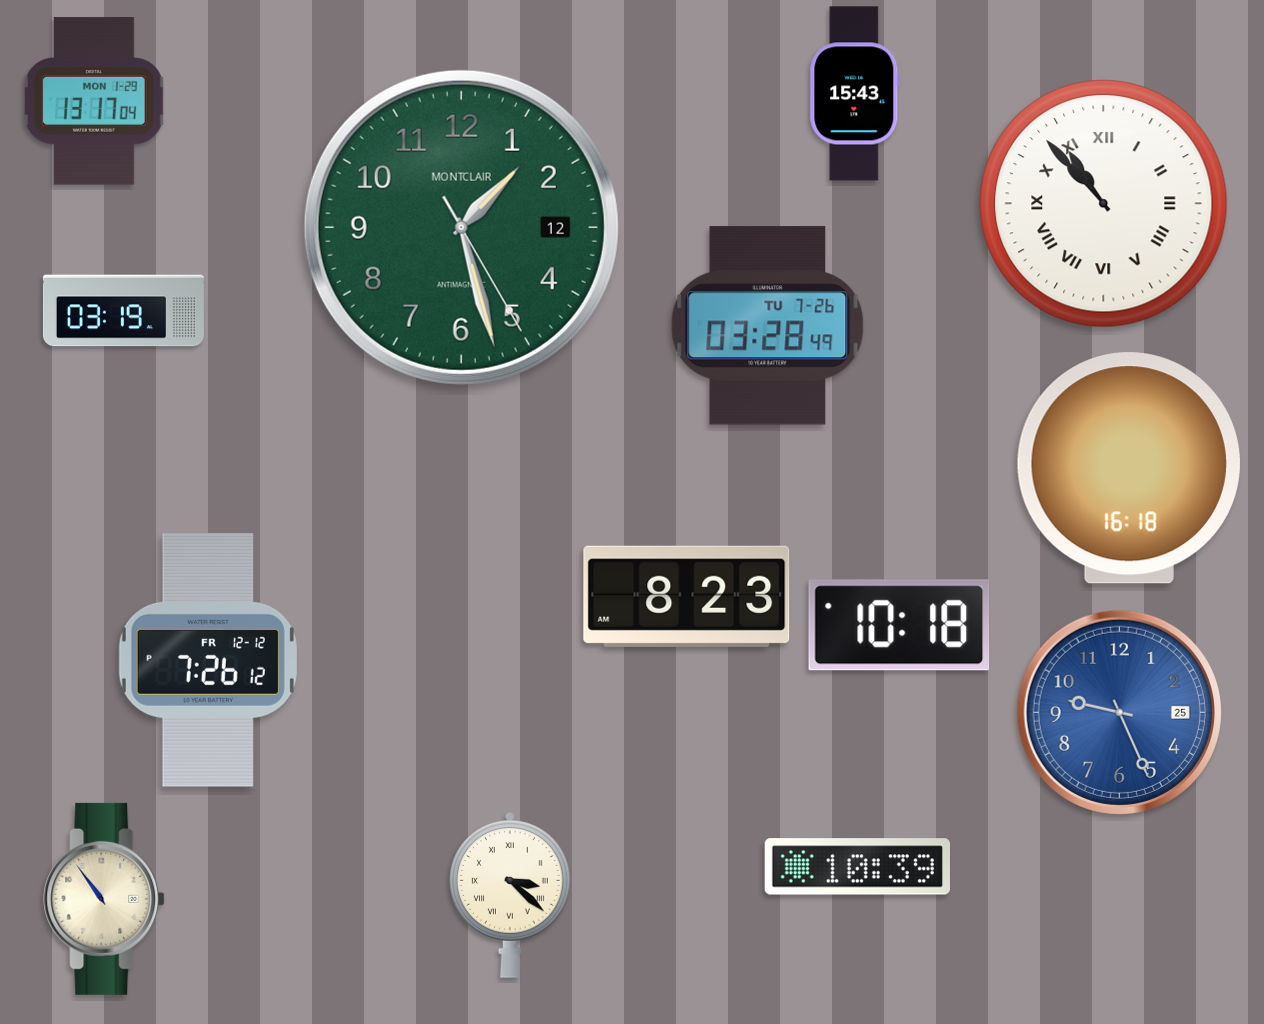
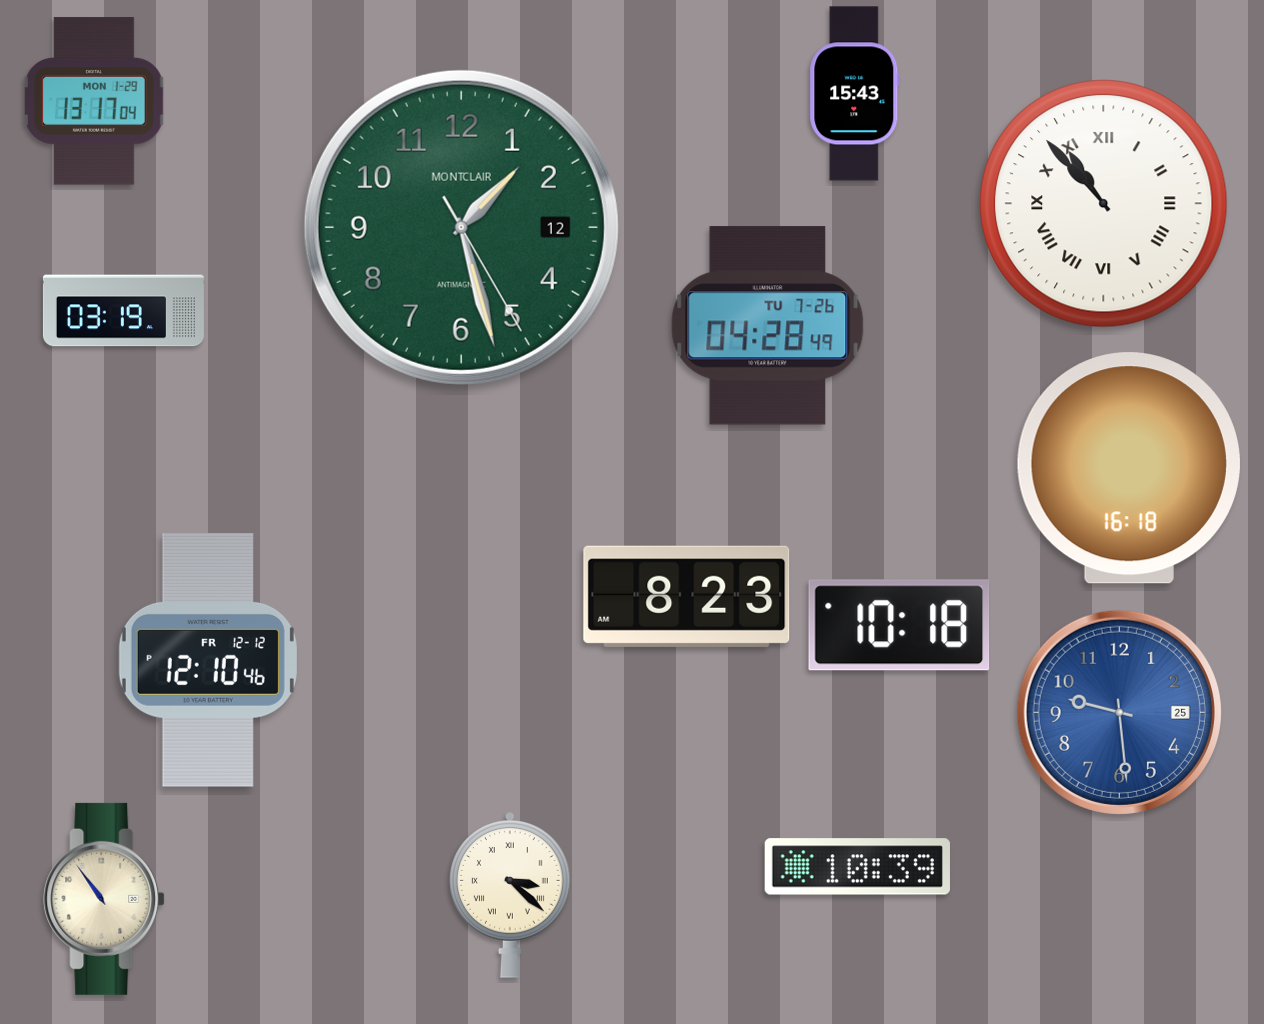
clock at (768, 326): 03:28 -> 04:28
clock at (208, 661): 7:26 -> 12:10
clock at (1119, 712): 9:26 -> 9:29
